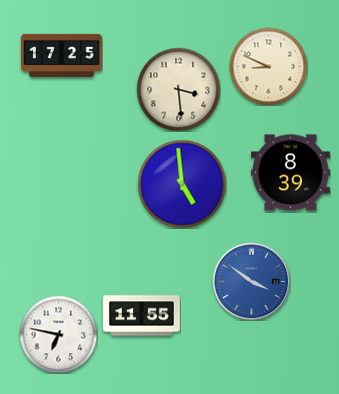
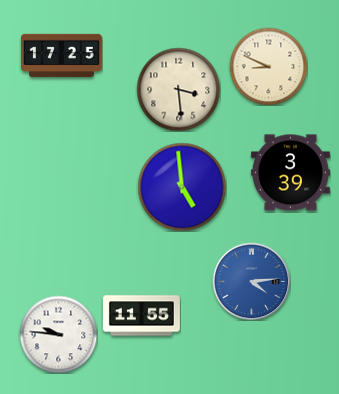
clock at (290, 173): 8:39 -> 3:39
clock at (182, 184) position: (182, 184) -> (182, 187)
clock at (251, 281): 3:51 -> 4:14
clock at (58, 334): 6:47 -> 9:46
